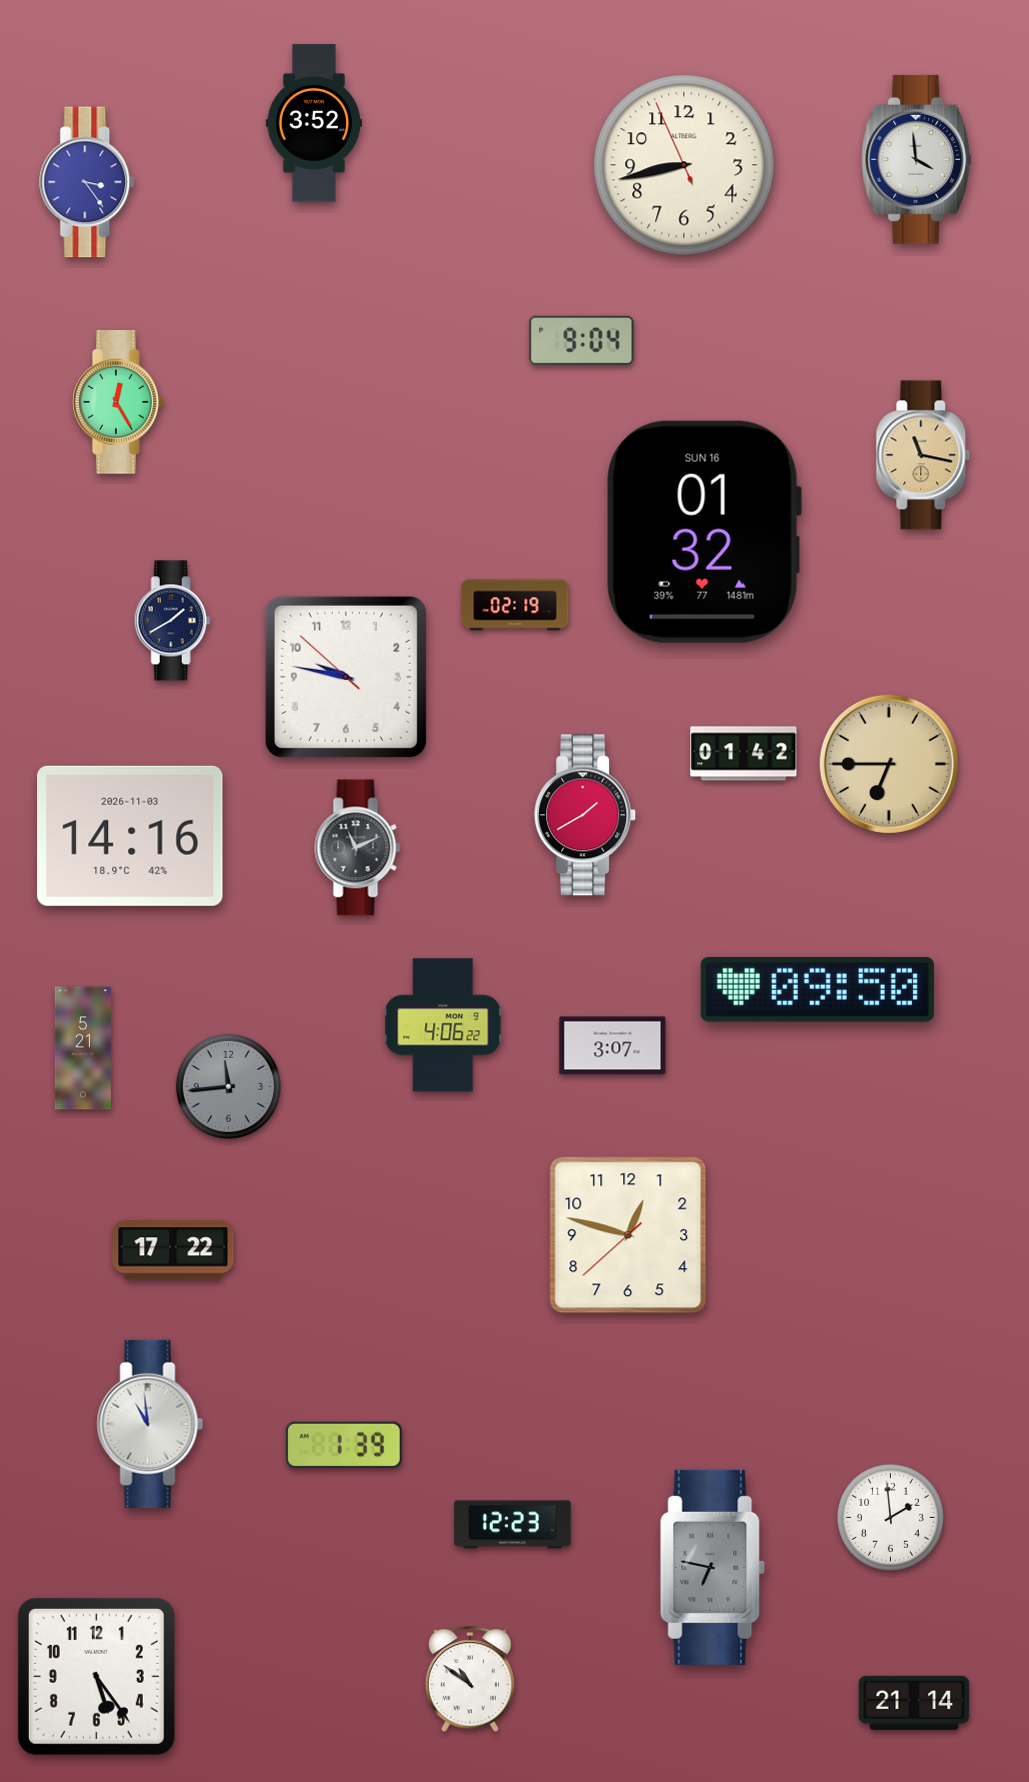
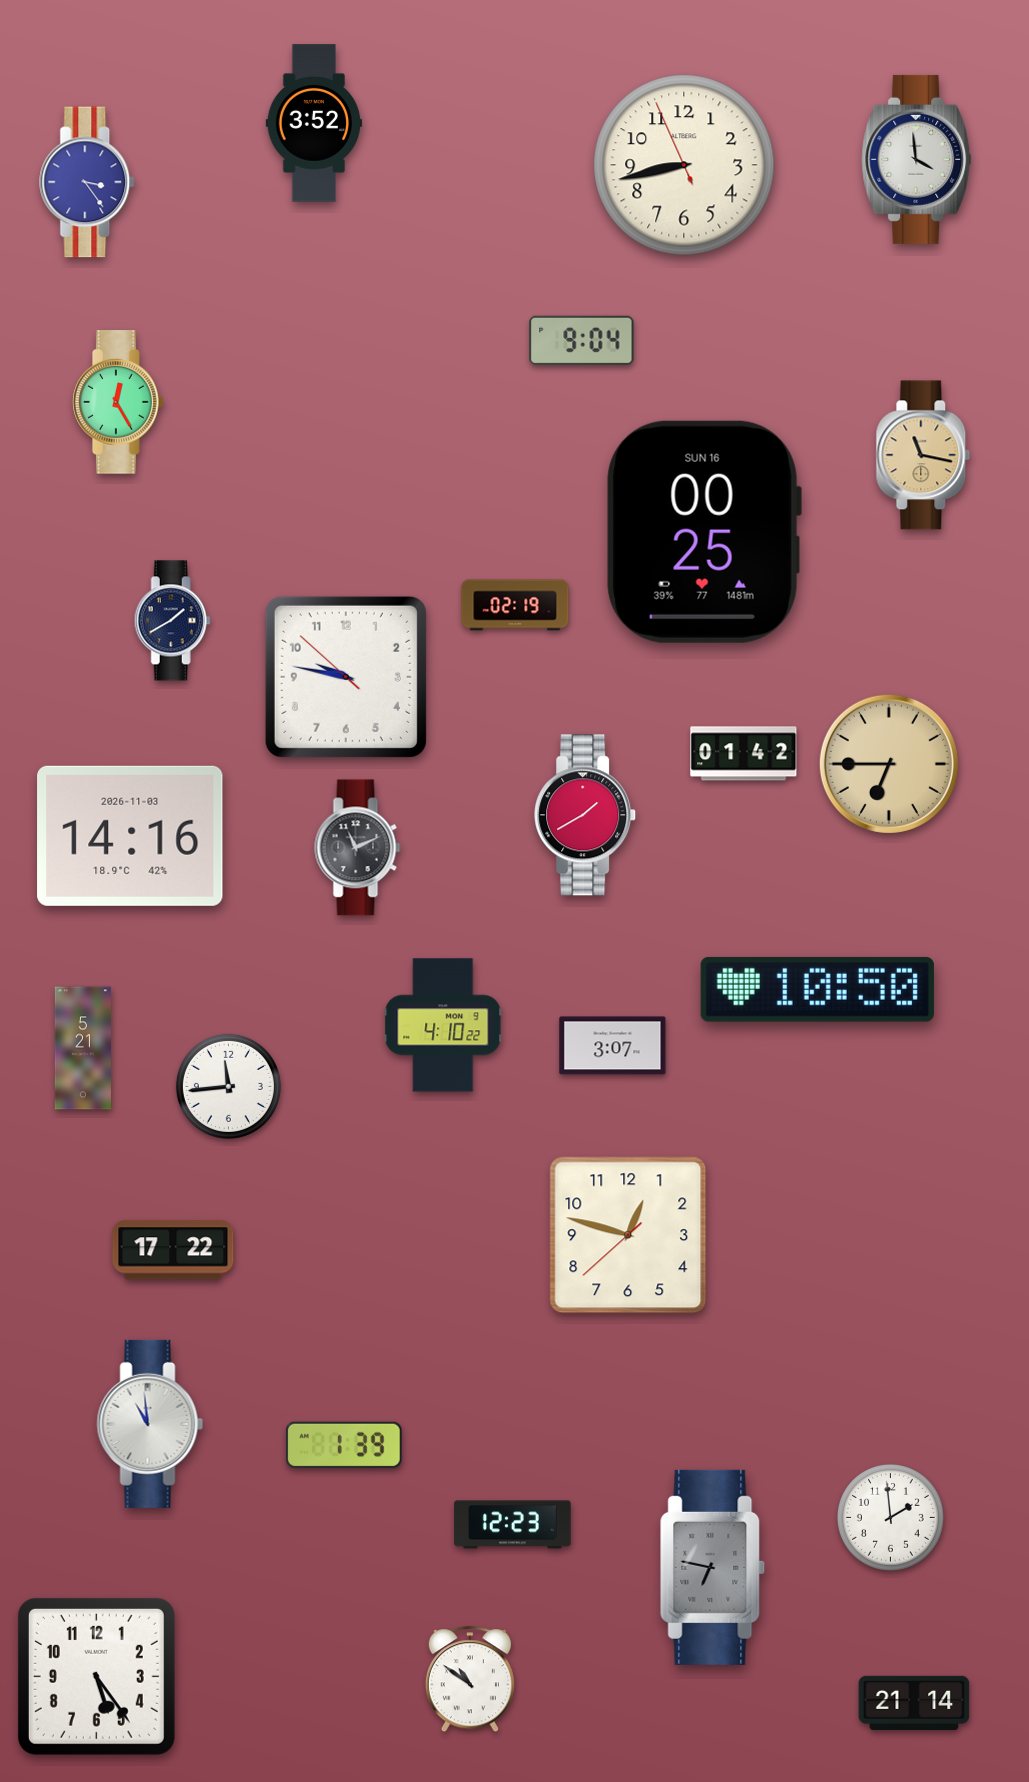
clock at (704, 532): 01:32 -> 00:25
clock at (817, 989): 09:50 -> 10:50
clock at (443, 1025): 4:06 -> 4:10
clock at (228, 1086) dial: grey -> white
